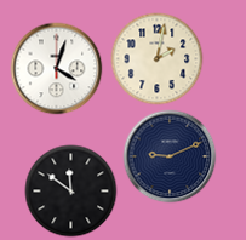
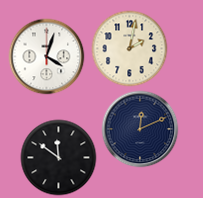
clock at (170, 156): 9:11 -> 12:11
